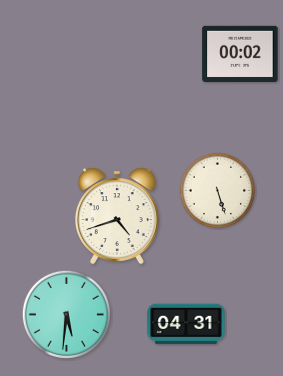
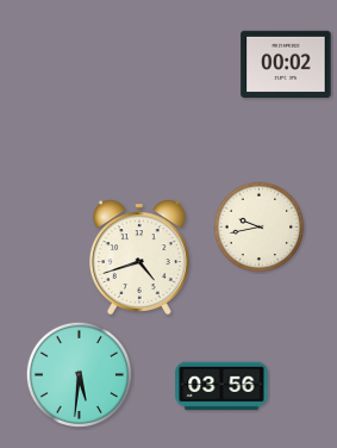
clock at (218, 191): 5:27 -> 9:43
clock at (186, 324): 04:31 -> 03:56
